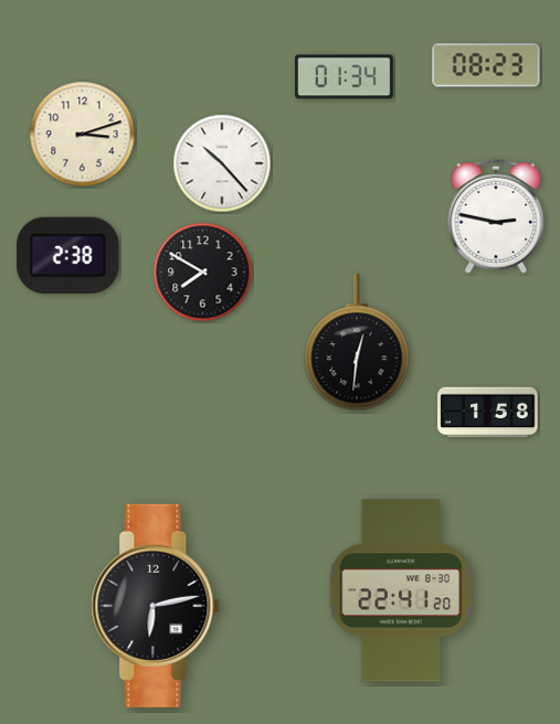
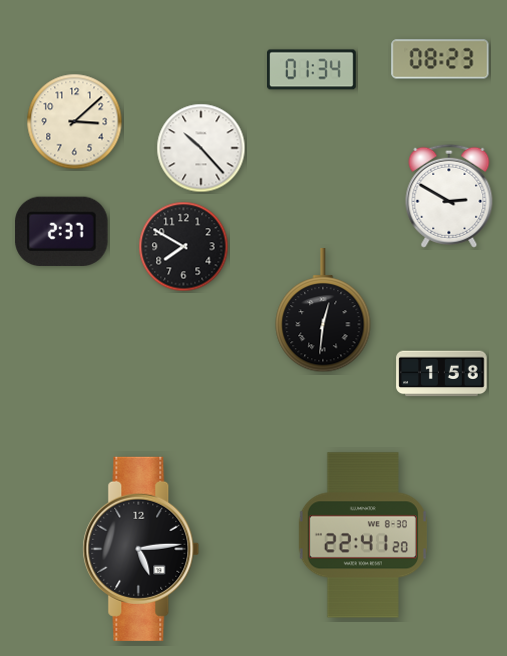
clock at (83, 135): 3:12 -> 3:08
clock at (496, 216): 2:47 -> 2:50
clock at (68, 255): 2:38 -> 2:37
clock at (156, 606): 6:13 -> 5:14
